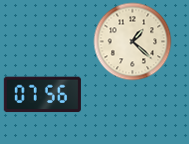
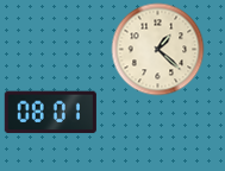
clock at (42, 95): 07:56 -> 08:01
